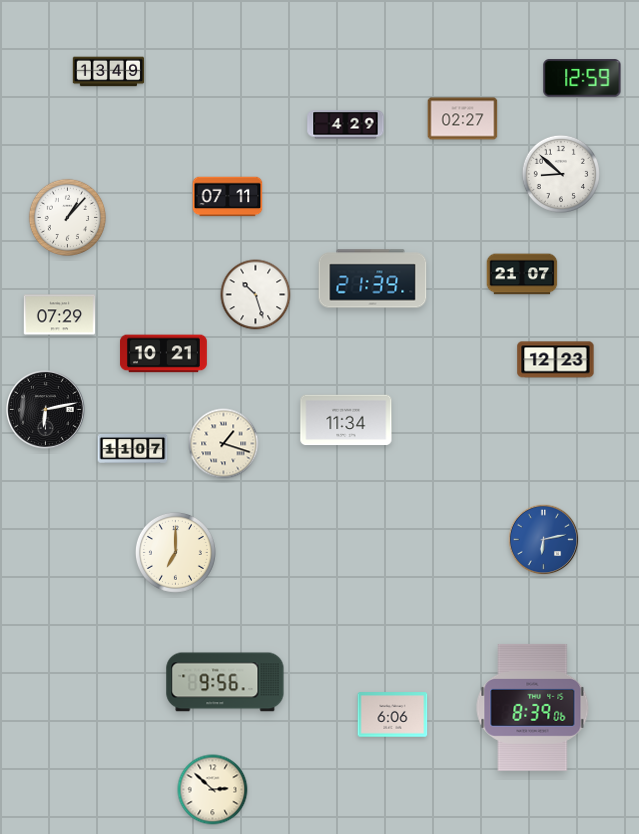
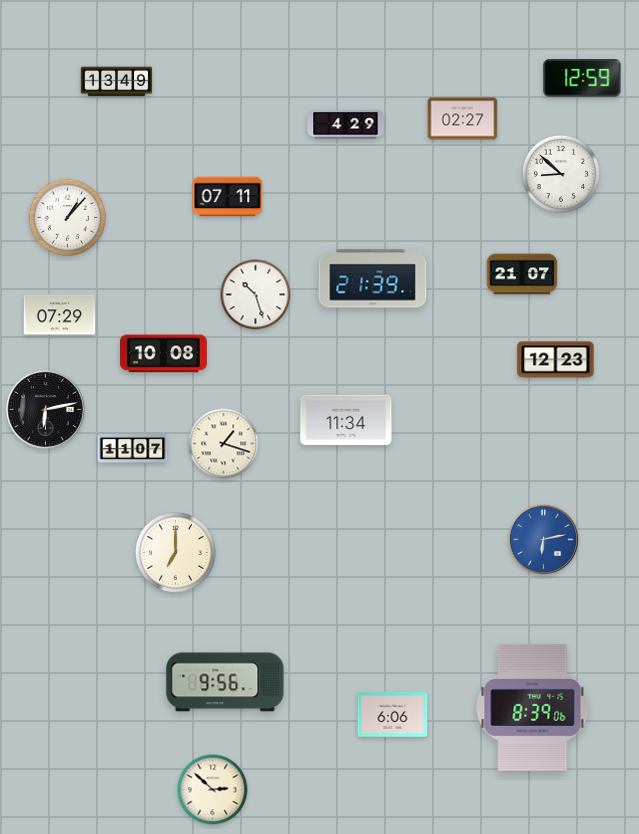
clock at (109, 72) position: (109, 72) -> (117, 82)
clock at (163, 354): 10:21 -> 10:08
